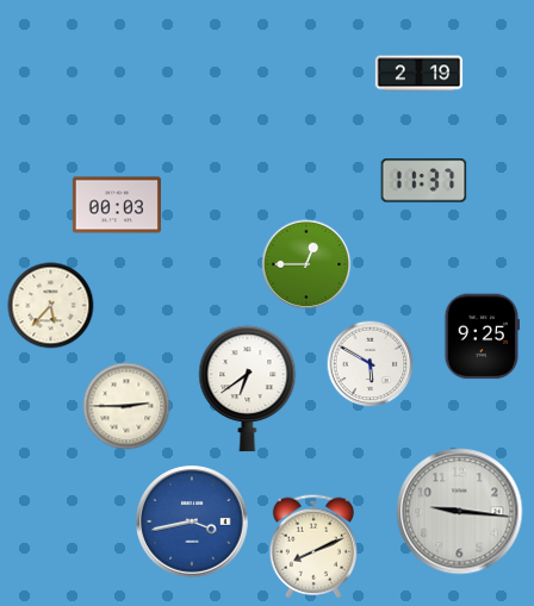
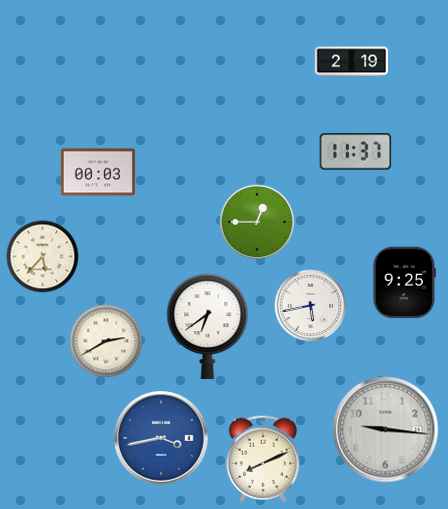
clock at (371, 364): 5:50 -> 5:43
clock at (126, 406): 2:45 -> 2:40
